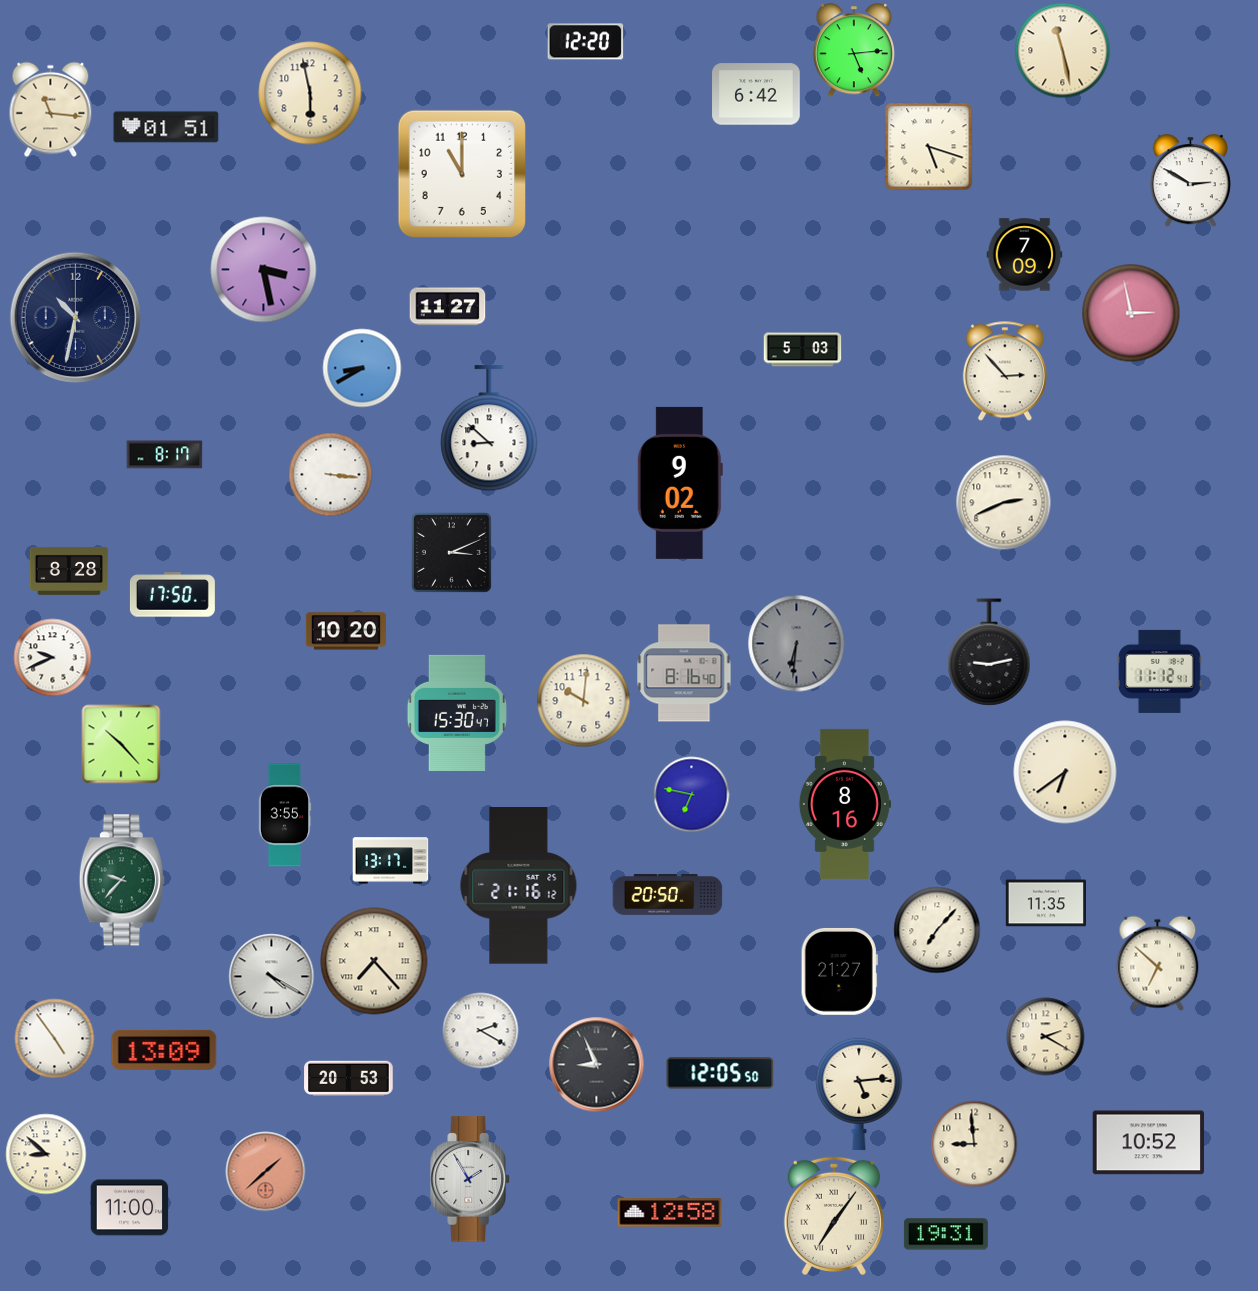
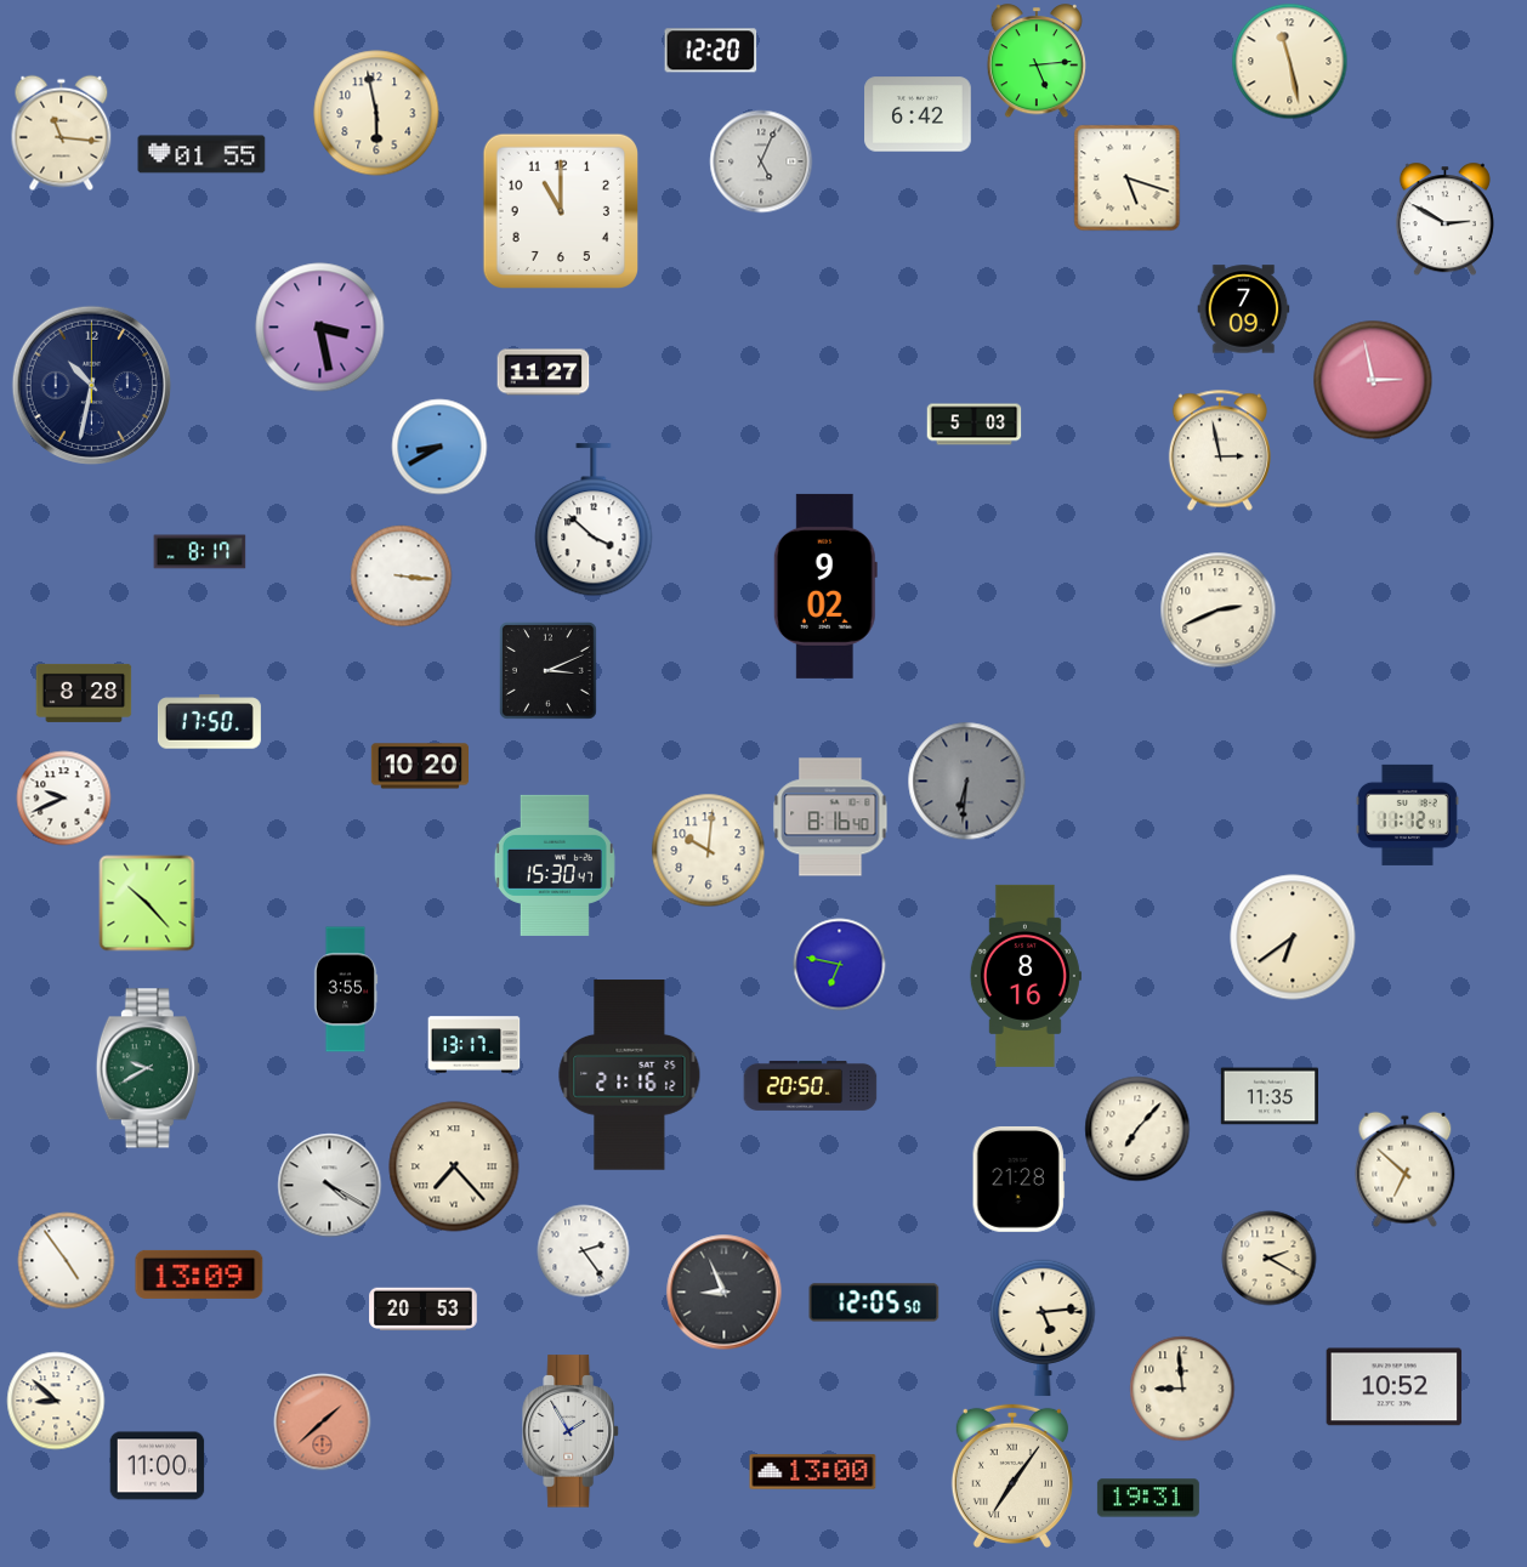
clock at (166, 127): 01:51 -> 01:55
clock at (761, 161): none -> 5:04
clock at (1005, 371): 2:53 -> 2:58
clock at (489, 429): 8:52 -> 3:52
clock at (989, 652): 9:13 -> none
clock at (122, 880): 9:37 -> 9:40
clock at (839, 971): 21:27 -> 21:28
clock at (481, 1031): 2:20 -> 2:24
clock at (670, 1213): 12:58 -> 13:00
